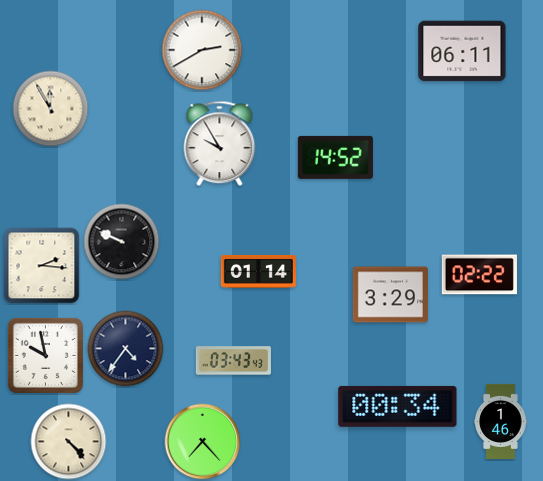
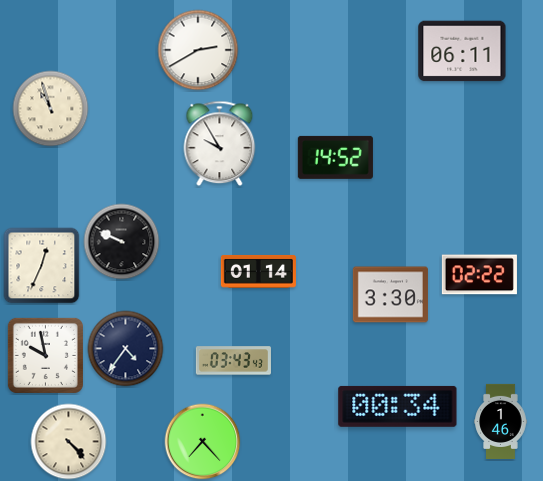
clock at (202, 50) position: (202, 50) -> (198, 50)
clock at (51, 109): 11:55 -> 10:57
clock at (42, 266): 2:16 -> 12:34
clock at (390, 295): 3:29 -> 3:30
